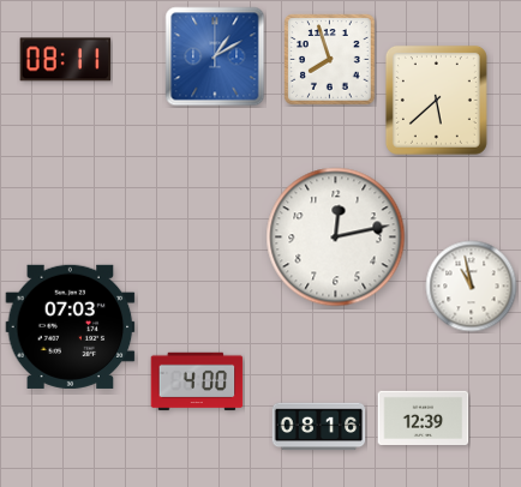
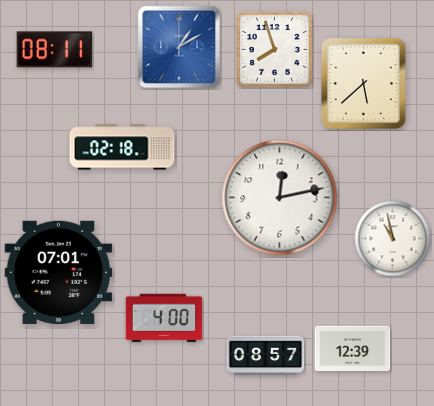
clock at (122, 147): none -> 02:18
clock at (71, 326): 07:03 -> 07:01
clock at (319, 427): 08:16 -> 08:57
